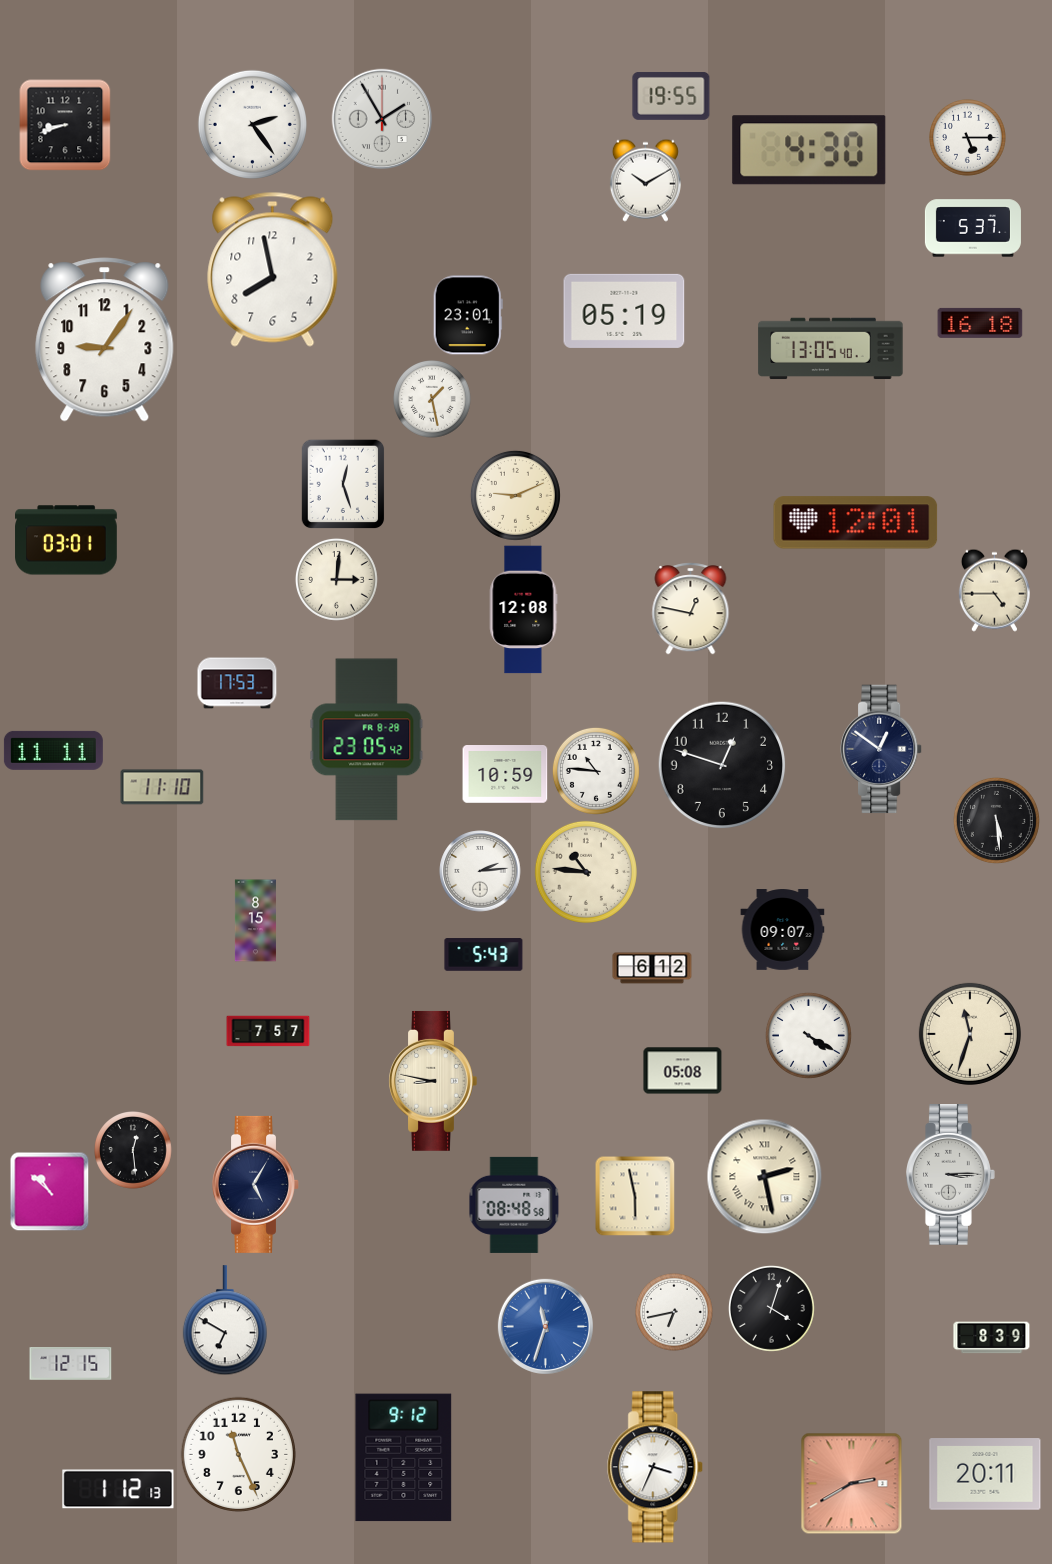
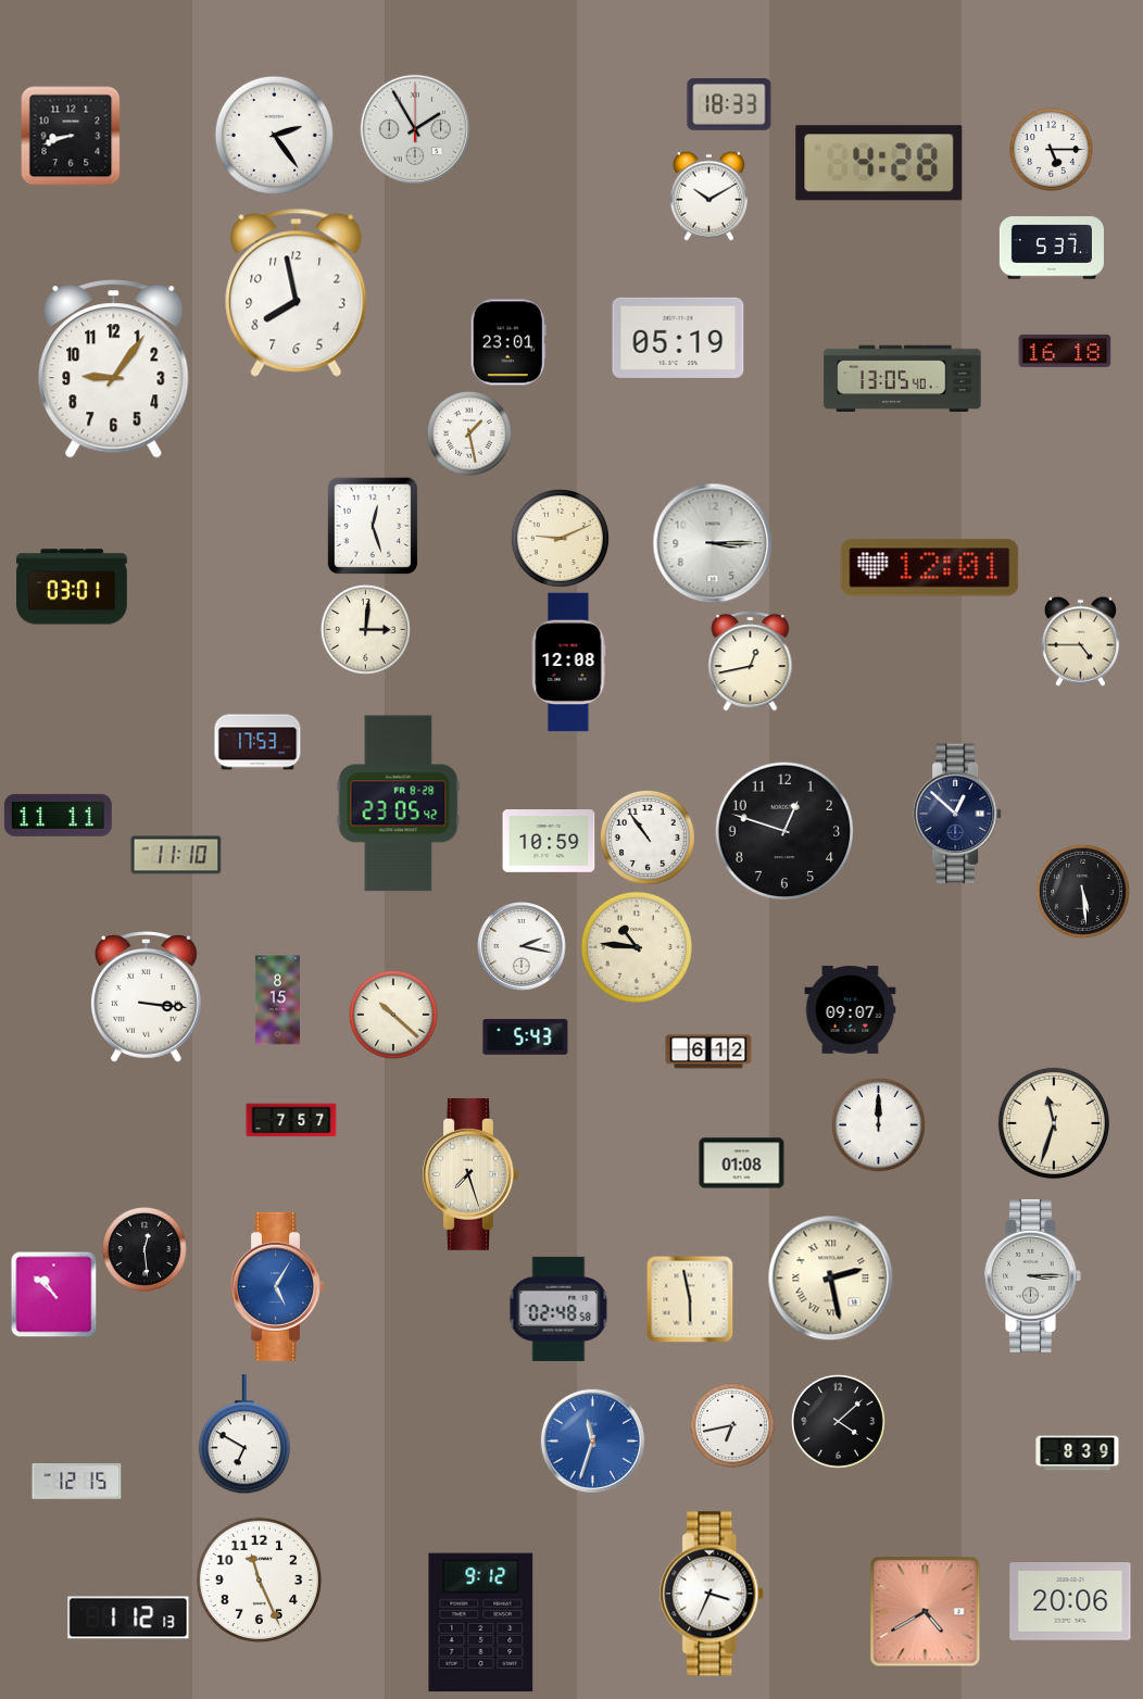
clock at (671, 96): 19:55 -> 18:33
clock at (809, 150): 4:30 -> 4:28
clock at (645, 180) position: (645, 180) -> (708, 196)
clock at (973, 228) position: (973, 228) -> (1052, 248)
clock at (713, 543): none -> 3:15
clock at (691, 609): 12:47 -> 12:43
clock at (882, 749): 12:51 -> 12:52
clock at (596, 771): 10:46 -> 10:54
clock at (480, 871): 2:14 -> 2:17
clock at (147, 997): none -> 3:16
clock at (393, 1015): none -> 10:22
clock at (808, 1035): 4:20 -> 12:00
clock at (683, 1071): 05:08 -> 01:08
clock at (433, 1081): 8:47 -> 7:27
clock at (256, 1184) dial: navy -> blue
clock at (514, 1205): 08:48 -> 02:48
clock at (771, 1308): 4:03 -> 4:08
clock at (404, 1458) position: (404, 1458) -> (481, 1623)
clock at (985, 1474): 20:11 -> 20:06
clock at (852, 1484): 2:40 -> 4:40
